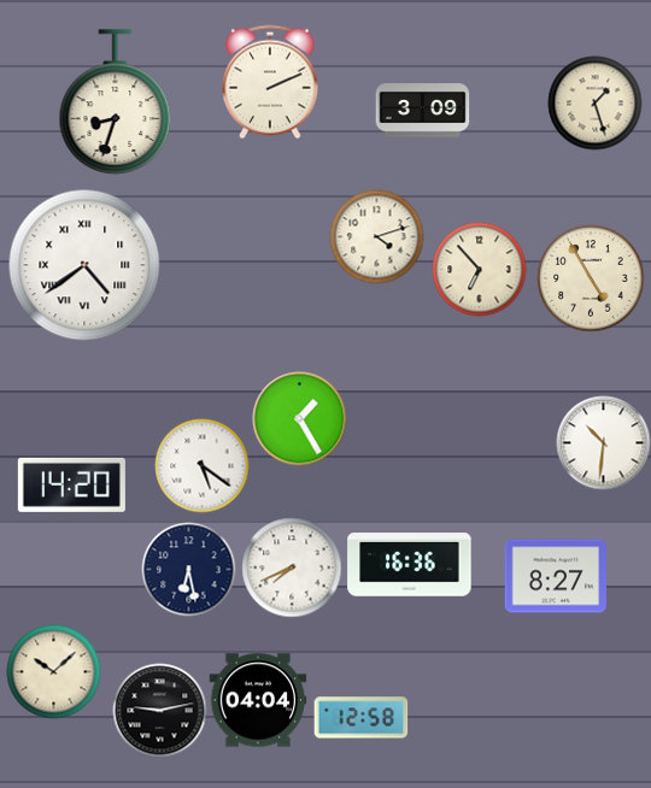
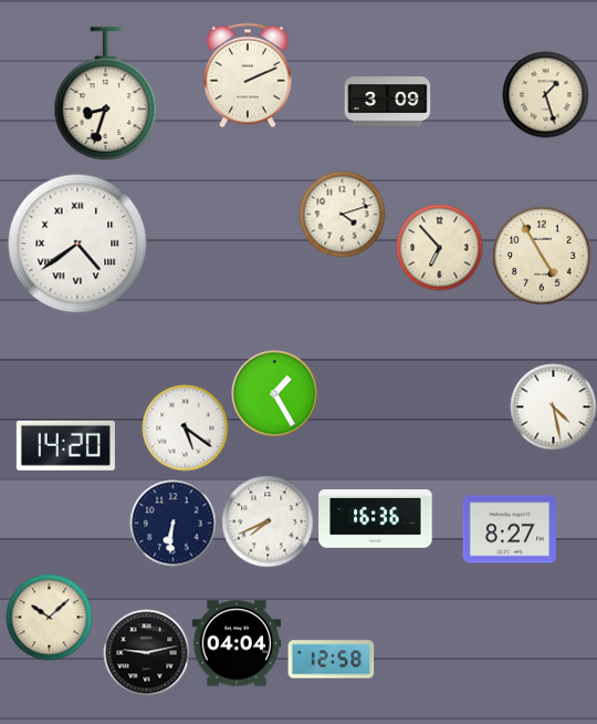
clock at (376, 236) position: (376, 236) -> (342, 214)
clock at (299, 418) position: (299, 418) -> (274, 393)
clock at (603, 442): 10:31 -> 4:28
clock at (188, 569): 6:28 -> 6:31
